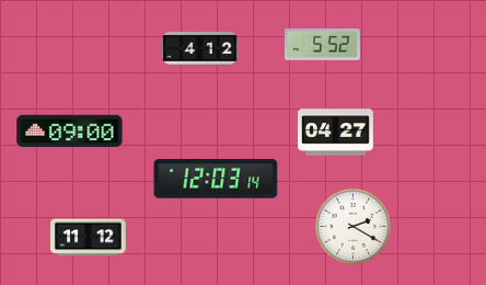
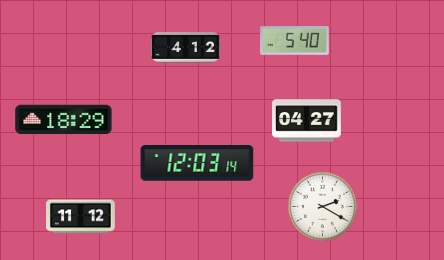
clock at (323, 45): 5:52 -> 5:40
clock at (200, 49) position: (200, 49) -> (186, 48)
clock at (70, 132): 09:00 -> 18:29
